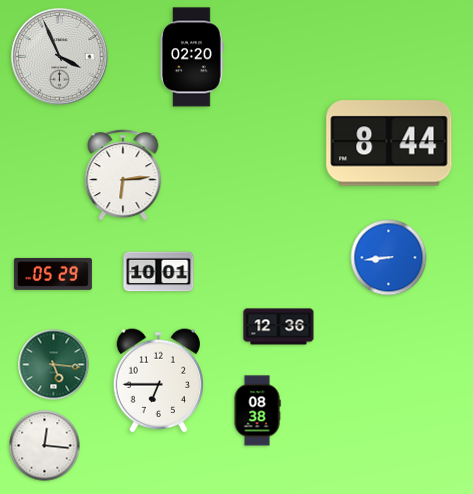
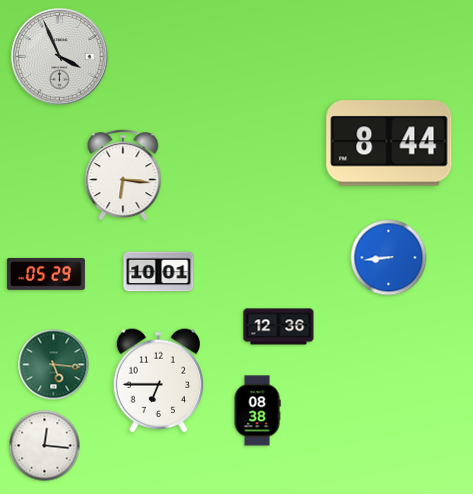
clock at (193, 57): 02:20 -> none
clock at (123, 175): 6:14 -> 6:16
clock at (53, 274) position: (53, 274) -> (46, 274)
